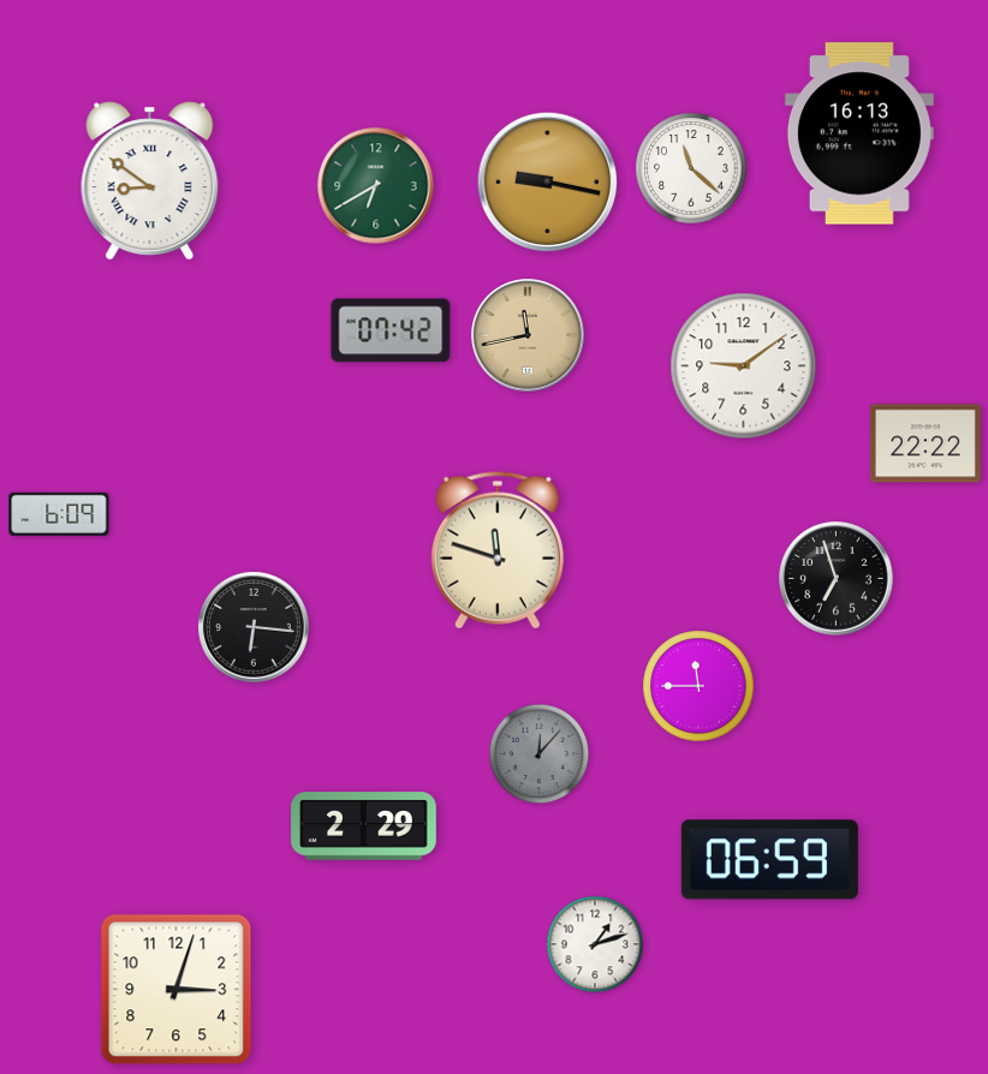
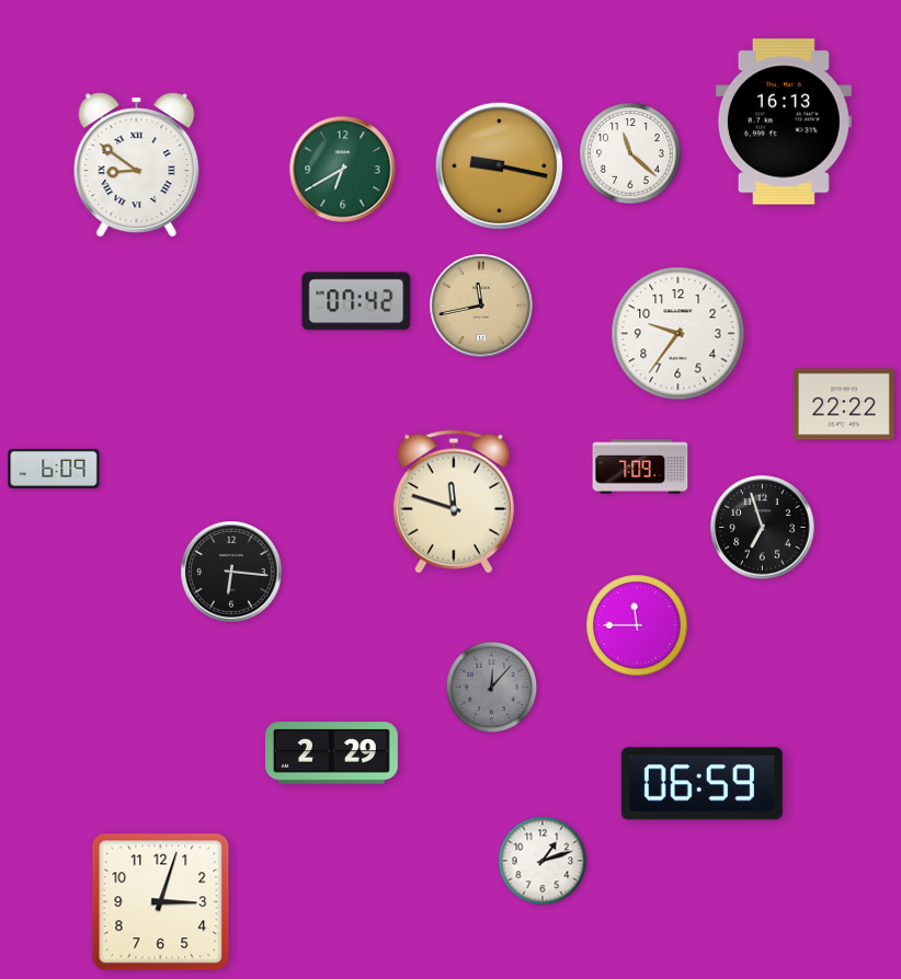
clock at (744, 366): 9:09 -> 9:36
clock at (640, 467): none -> 7:09
